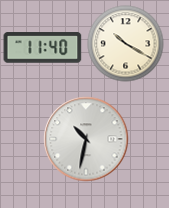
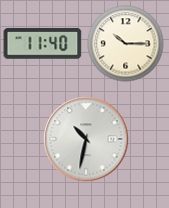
clock at (126, 44): 10:20 -> 10:15
clock at (43, 48) position: (43, 48) -> (43, 44)
